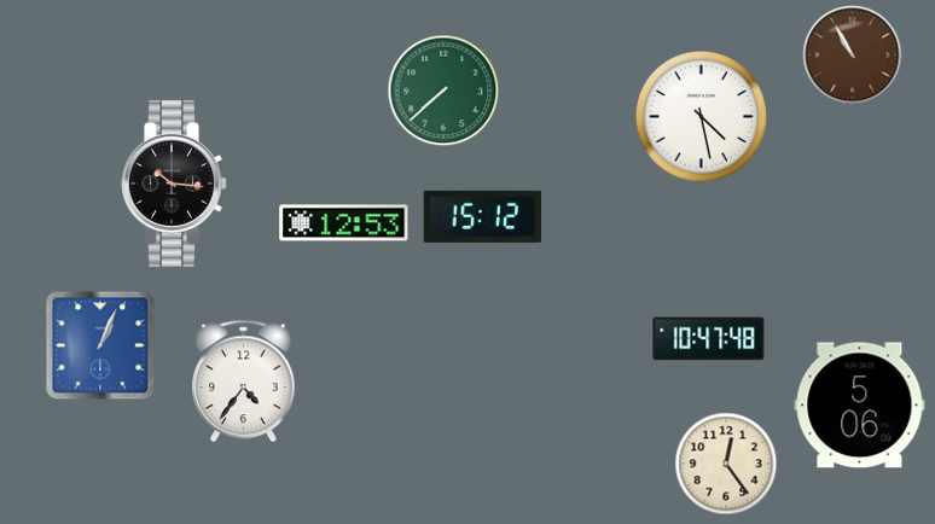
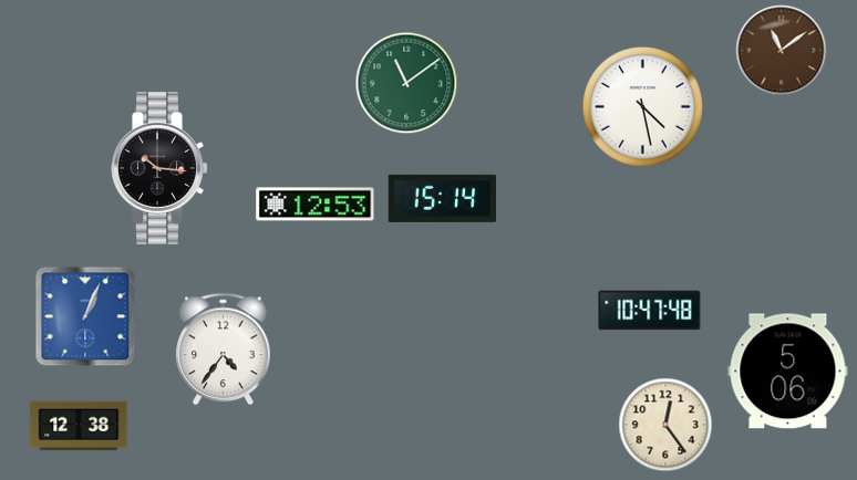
clock at (853, 56): 10:55 -> 11:09
clock at (443, 91): 7:38 -> 11:09
clock at (483, 216): 15:12 -> 15:14
clock at (100, 345) position: (100, 345) -> (85, 316)
clock at (79, 426): none -> 12:38
